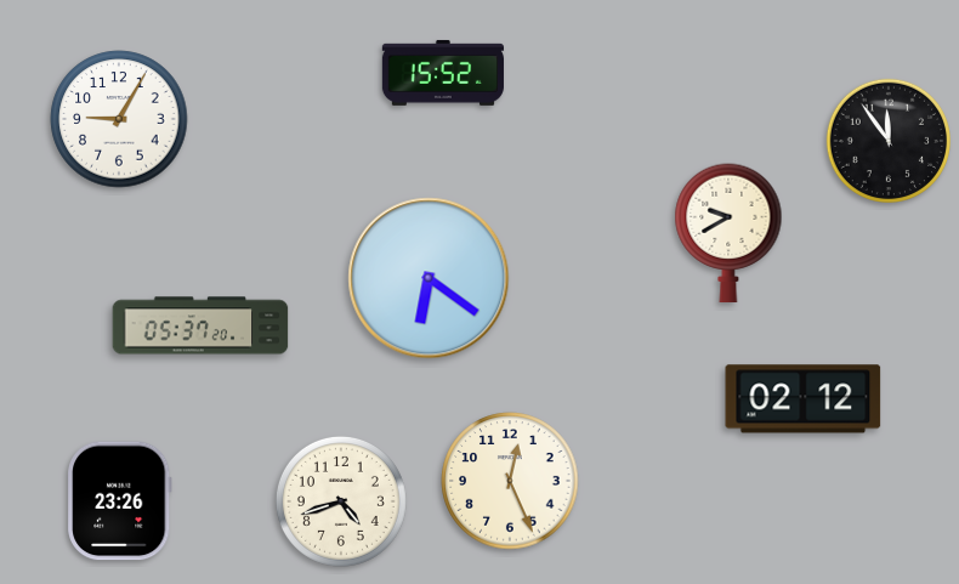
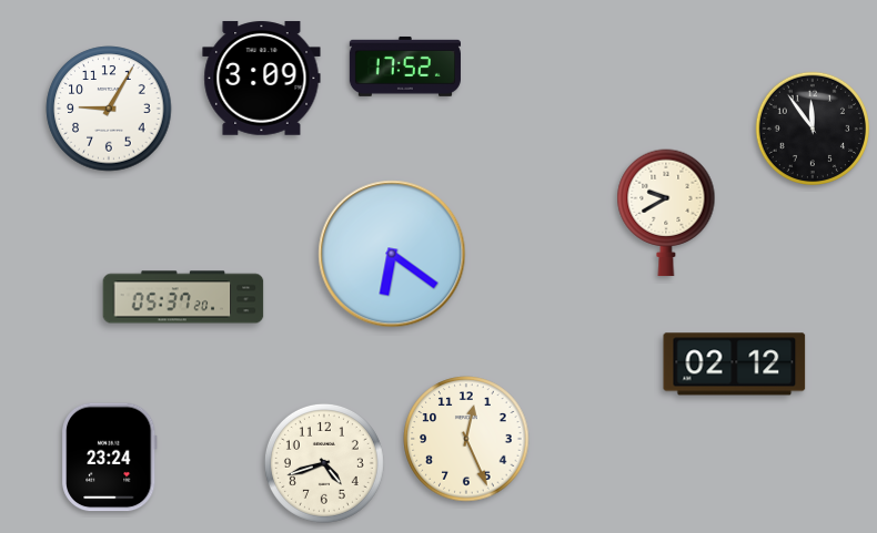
clock at (443, 73): 15:52 -> 17:52
clock at (262, 79): none -> 3:09
clock at (120, 501): 23:26 -> 23:24
clock at (341, 501) position: (341, 501) -> (324, 463)
